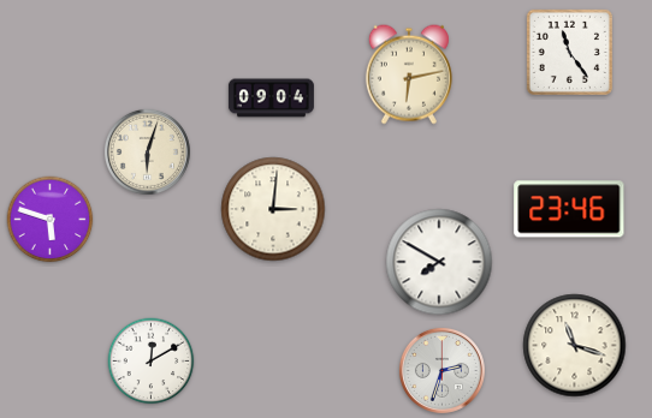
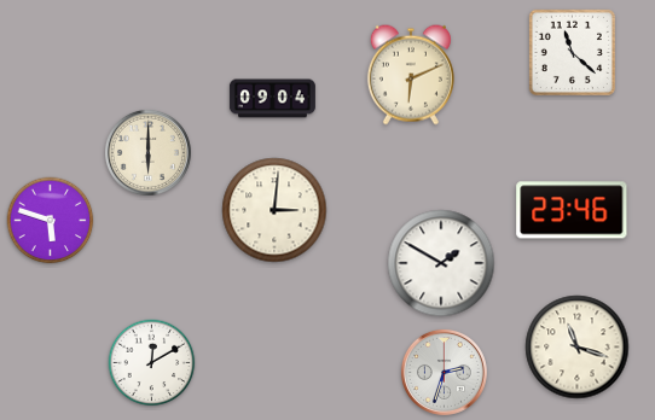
clock at (569, 52): 11:24 -> 11:22
clock at (409, 74): 6:13 -> 6:11
clock at (147, 151): 6:03 -> 6:00
clock at (439, 262): 7:50 -> 1:50
